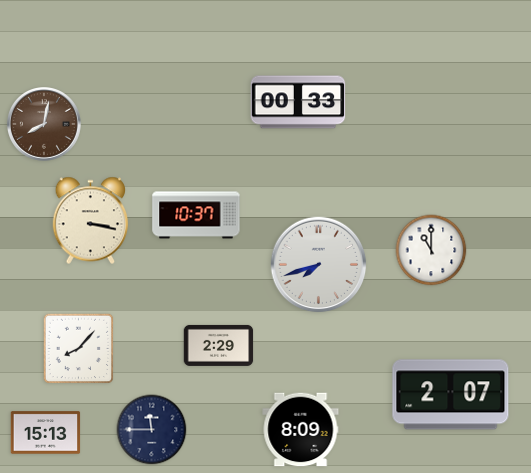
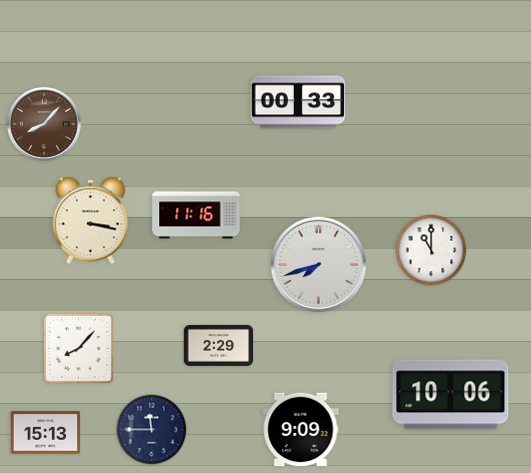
clock at (45, 125): 8:02 -> 8:07
clock at (196, 215): 10:37 -> 11:16
clock at (451, 395): 2:07 -> 10:06
clock at (301, 430): 8:09 -> 9:09
